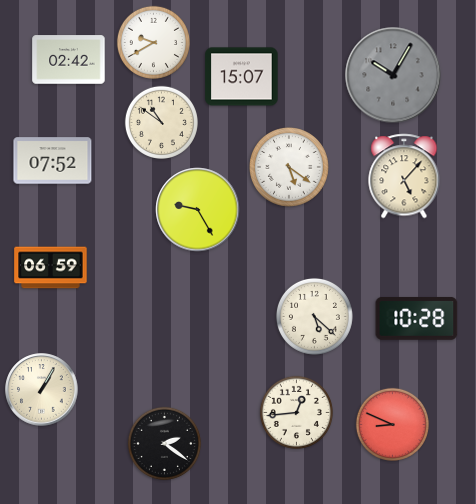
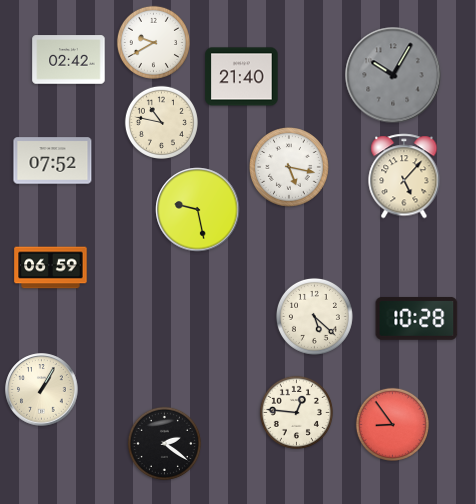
clock at (242, 77): 15:07 -> 21:40
clock at (161, 122): 10:51 -> 10:47
clock at (290, 168): 5:21 -> 5:17
clock at (198, 210): 9:25 -> 9:28
clock at (296, 412): 12:44 -> 12:46
clock at (392, 424): 8:49 -> 8:54
